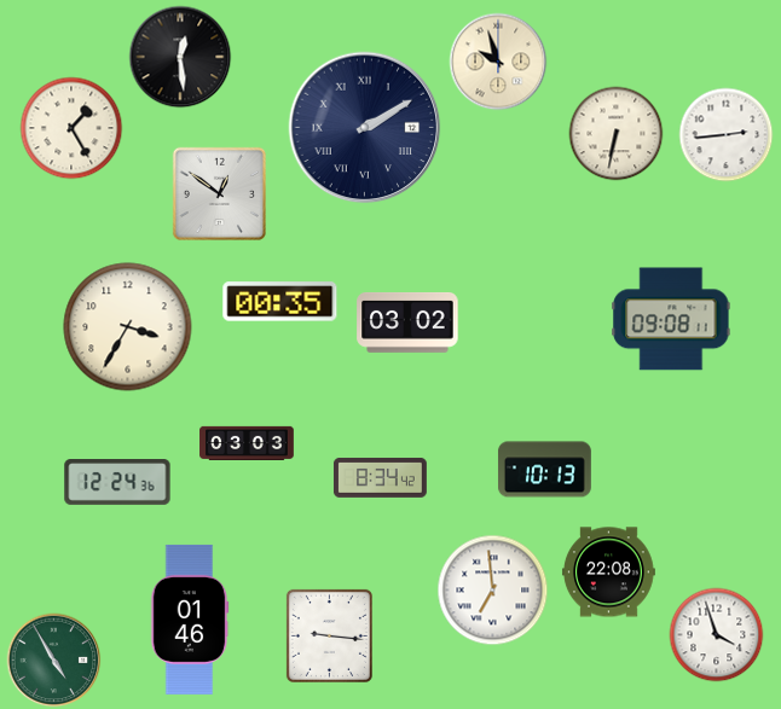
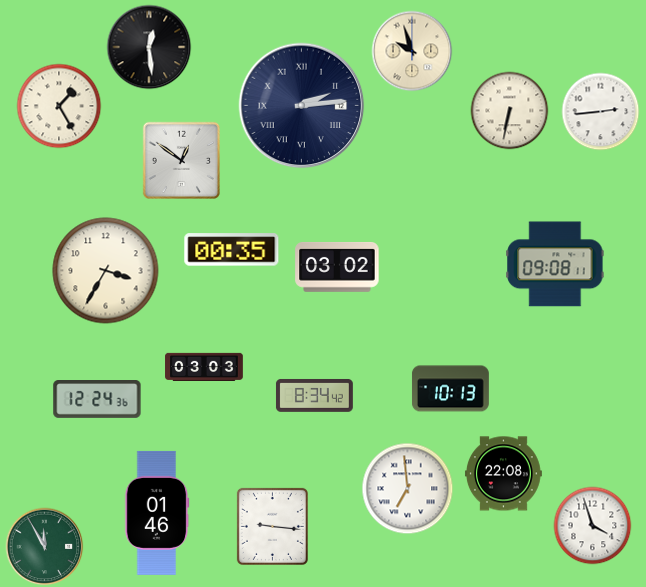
clock at (365, 128): 2:10 -> 2:14
clock at (53, 659): 4:55 -> 11:55
